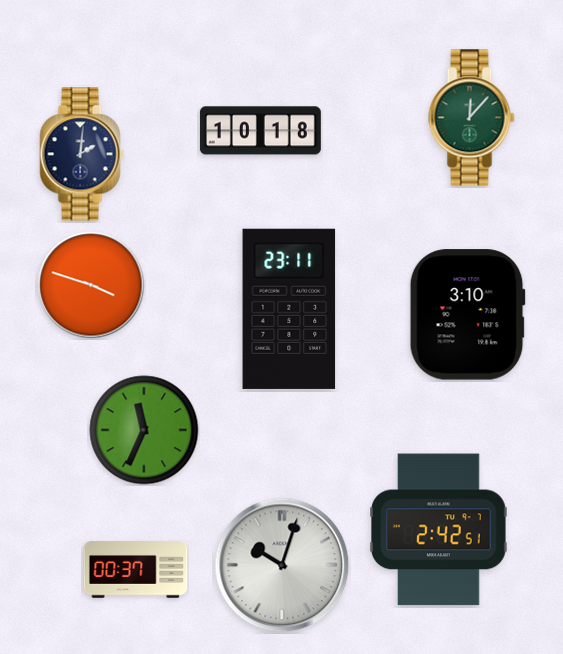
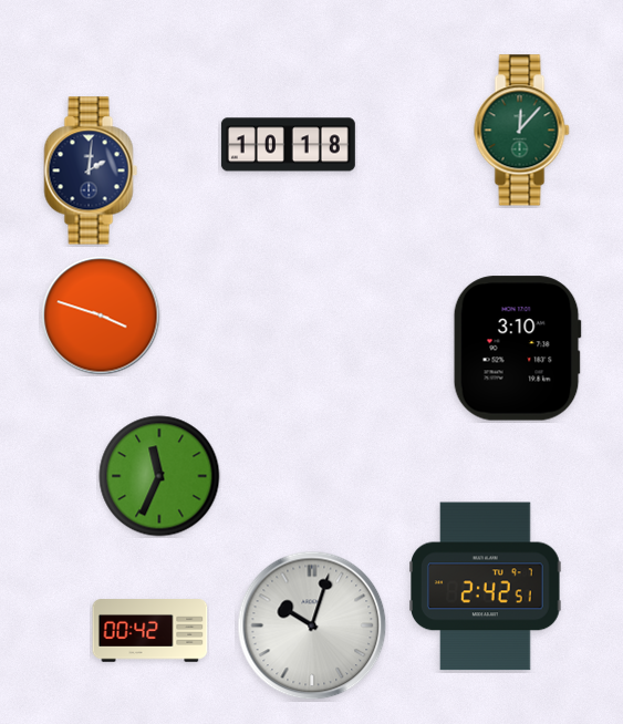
clock at (289, 309): 23:11 -> none
clock at (136, 570): 00:37 -> 00:42
